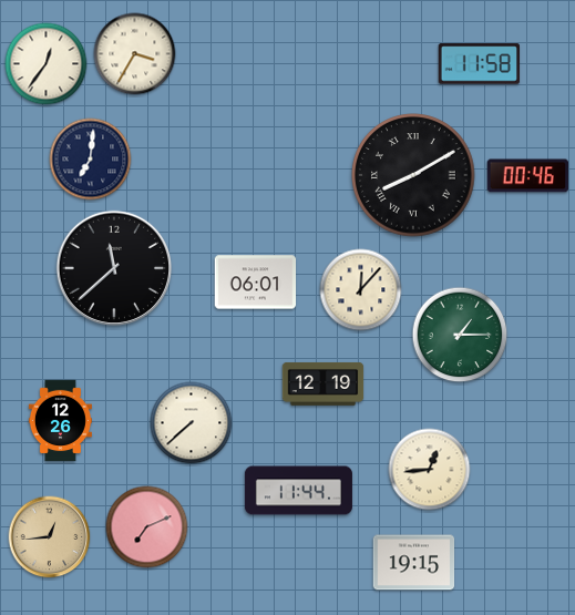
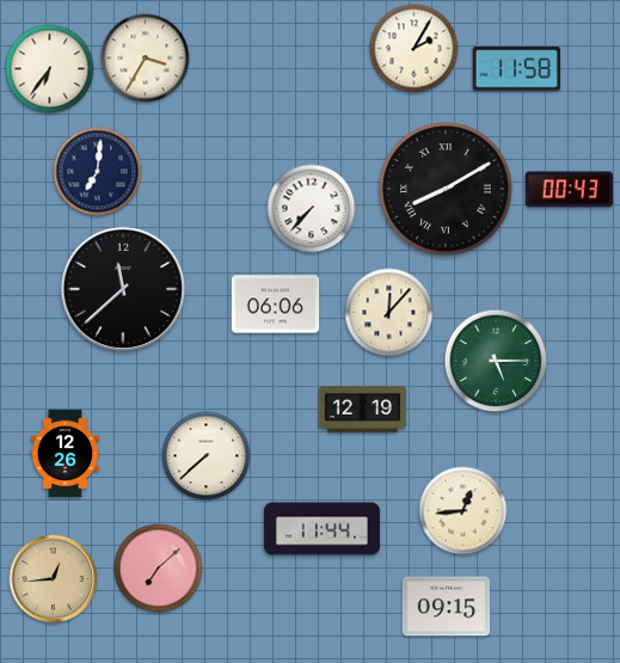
clock at (415, 49): none -> 2:05
clock at (47, 64): 12:36 -> 6:36
clock at (527, 176): 00:46 -> 00:43
clock at (312, 209): none -> 7:37
clock at (256, 283): 06:01 -> 06:06
clock at (460, 335): 1:15 -> 5:15
clock at (324, 383) position: (324, 383) -> (363, 409)
clock at (430, 470) position: (430, 470) -> (464, 511)
clock at (147, 527): 7:11 -> 7:08
clock at (414, 563): 19:15 -> 09:15
